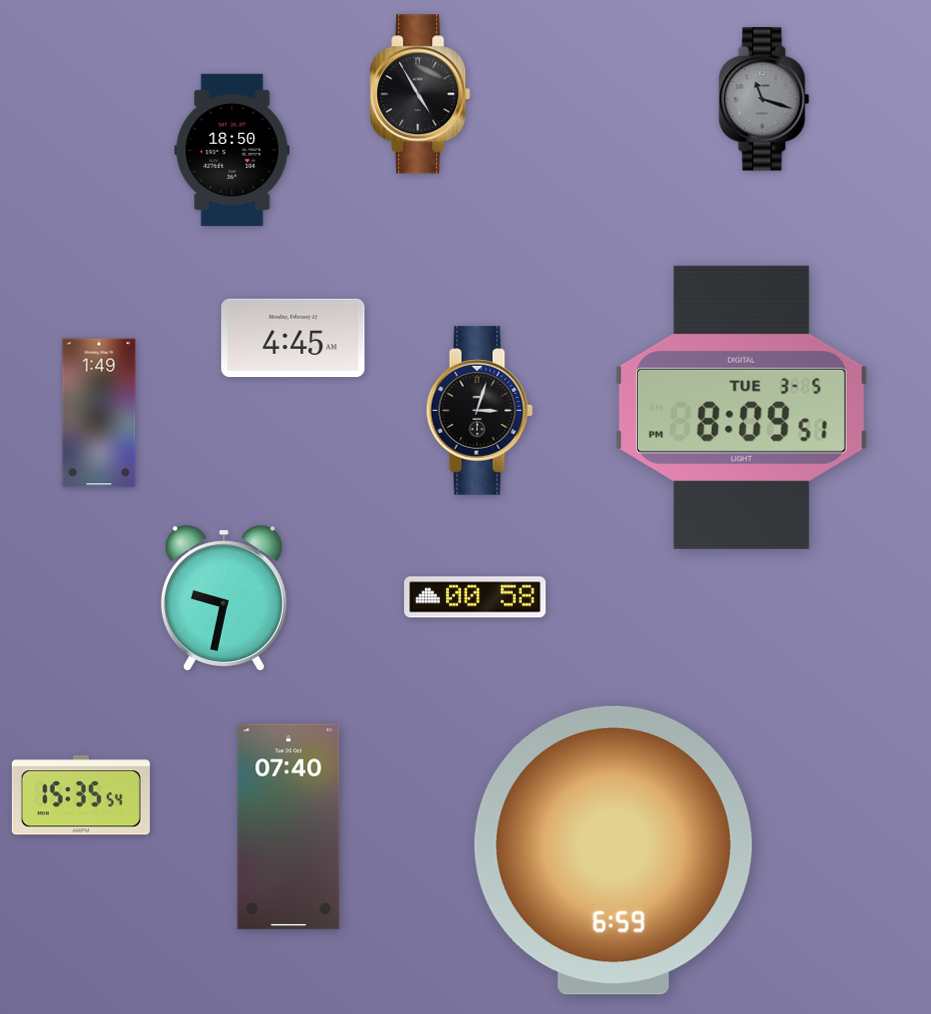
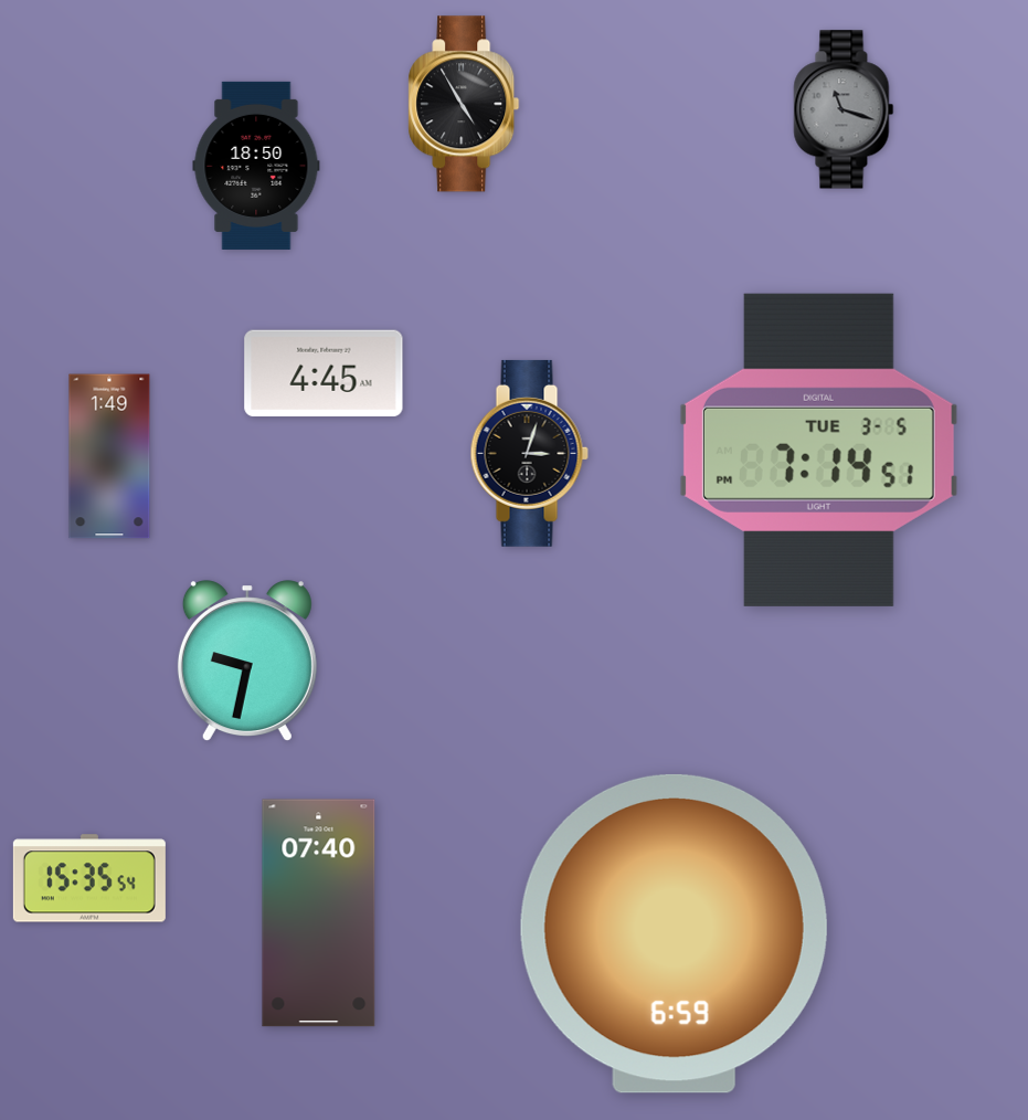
clock at (741, 407): 8:09 -> 7:14
clock at (475, 597): 00:58 -> none
clock at (613, 850) position: (613, 850) -> (674, 933)
